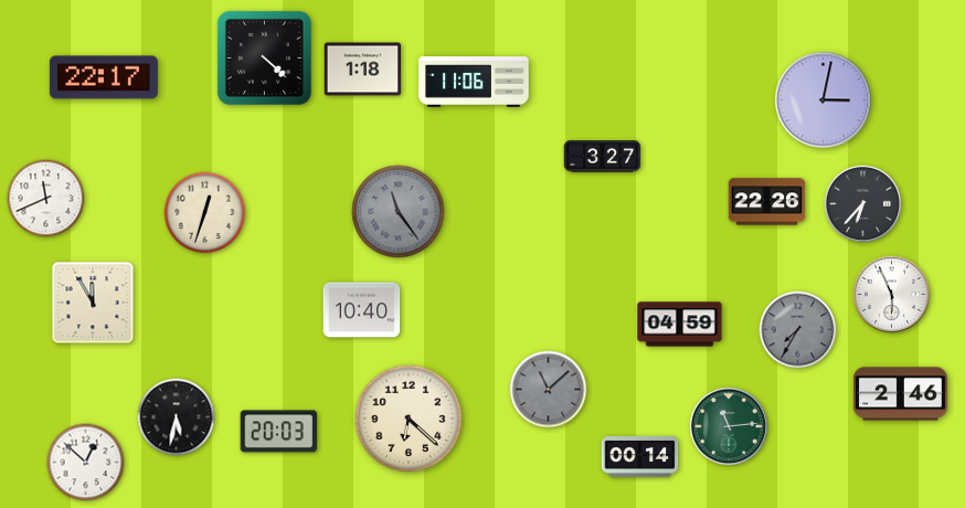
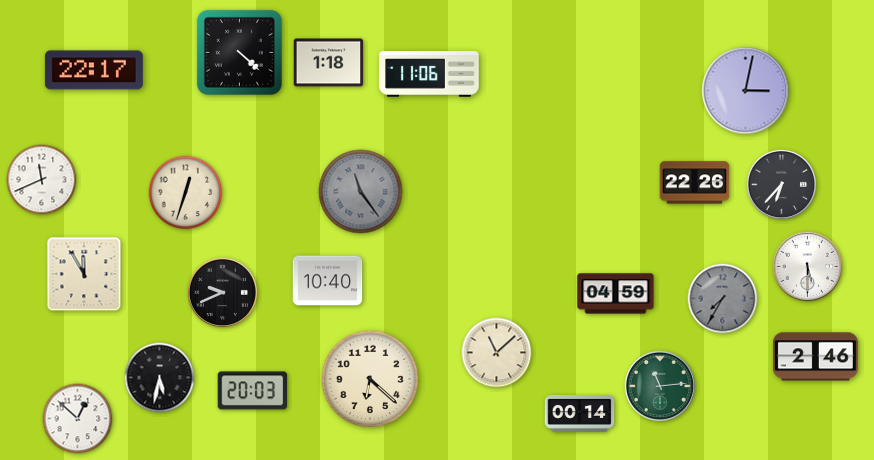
clock at (603, 157): 3:27 -> none
clock at (892, 295): 5:56 -> 5:30
clock at (223, 293): none -> 9:41
clock at (549, 390) dial: grey -> cream
